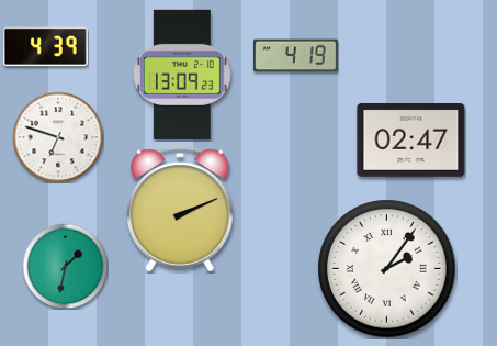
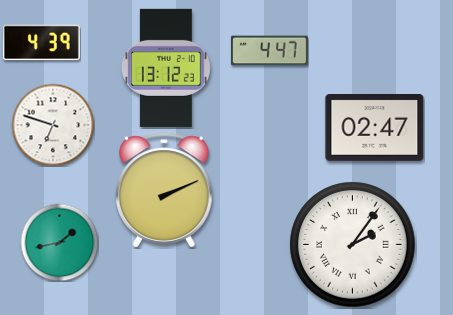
clock at (296, 56): 4:19 -> 4:47
clock at (183, 75): 13:09 -> 13:12
clock at (65, 266): 1:32 -> 1:43
